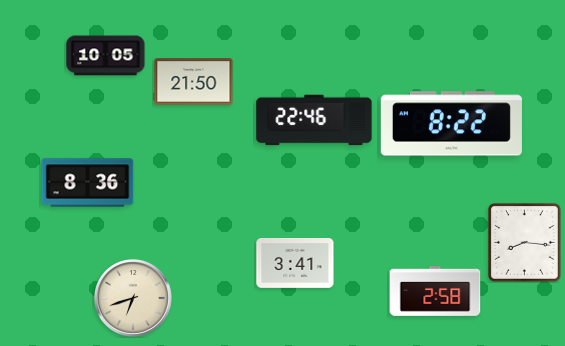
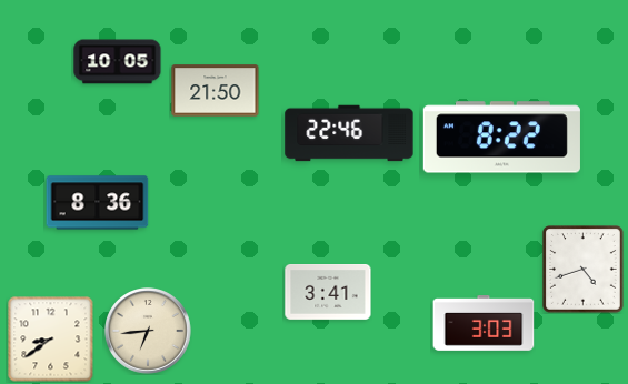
clock at (525, 243): 8:16 -> 4:42
clock at (435, 292): 2:58 -> 3:03
clock at (134, 299): 6:42 -> 6:44
clock at (50, 338): none -> 8:39
